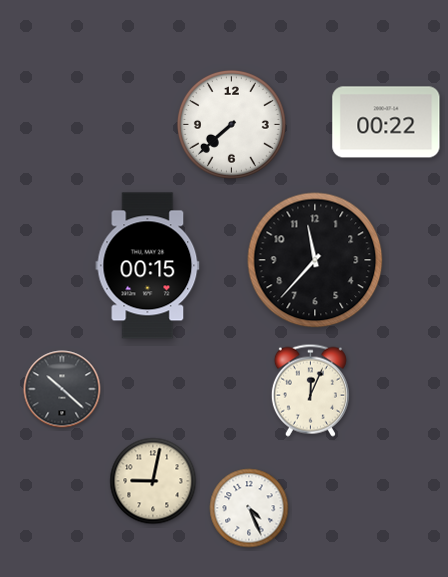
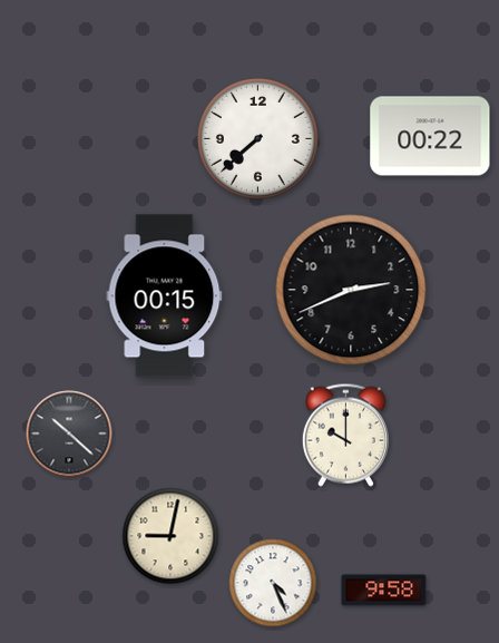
clock at (315, 260): 11:37 -> 2:41
clock at (310, 390): 12:04 -> 10:00
clock at (249, 508) position: (249, 508) -> (273, 583)
clock at (384, 591): none -> 9:58
